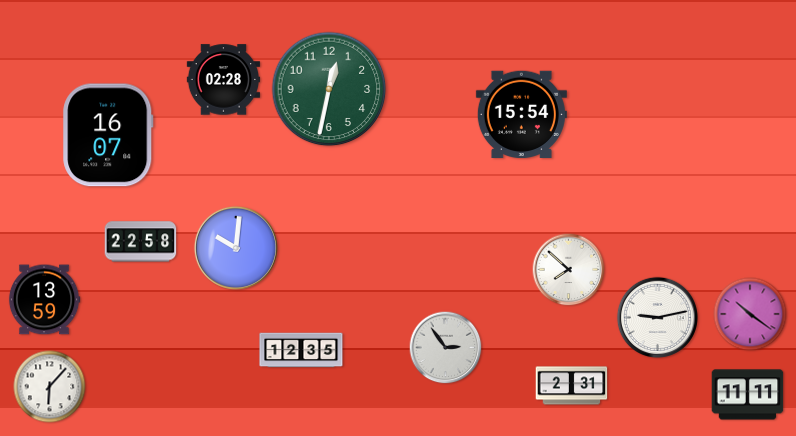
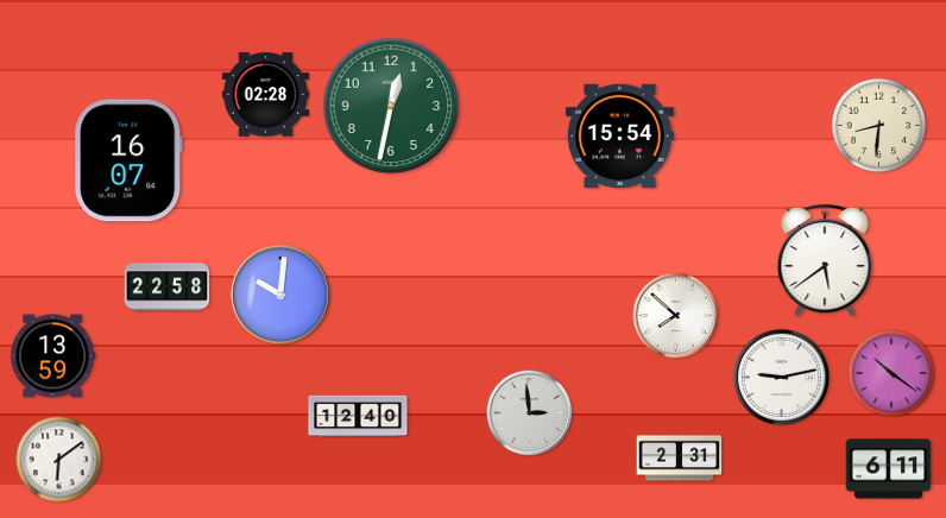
clock at (879, 126): none -> 8:31
clock at (825, 260): none -> 5:39
clock at (569, 270) position: (569, 270) -> (676, 316)
clock at (446, 348): 2:54 -> 2:59
clock at (301, 350): 12:35 -> 12:40
clock at (50, 387): 6:07 -> 6:09
clock at (748, 395): 11:11 -> 6:11
